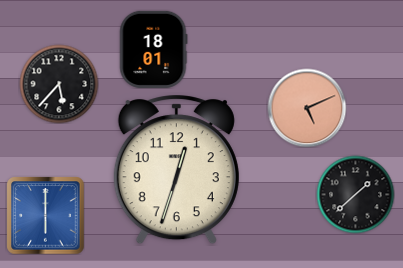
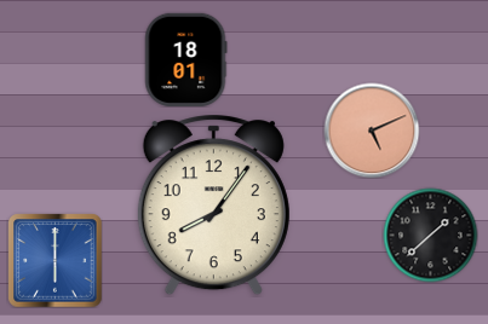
clock at (59, 84): 5:37 -> none
clock at (176, 170): 12:33 -> 8:06
